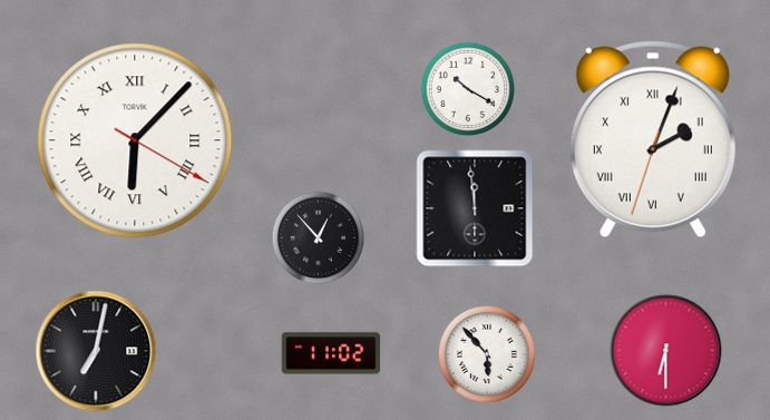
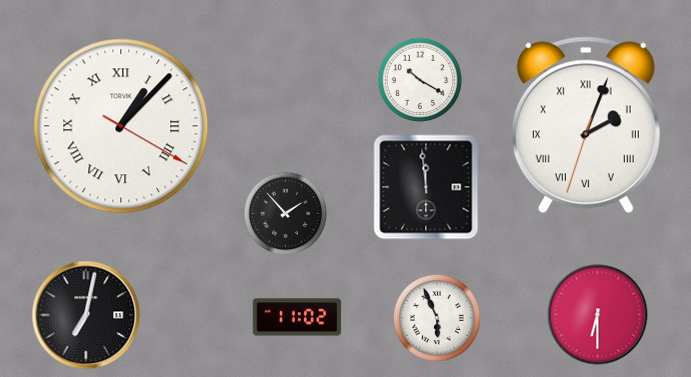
clock at (135, 140): 6:07 -> 1:07
clock at (319, 238): 12:53 -> 1:53
clock at (487, 354): 5:53 -> 5:56
